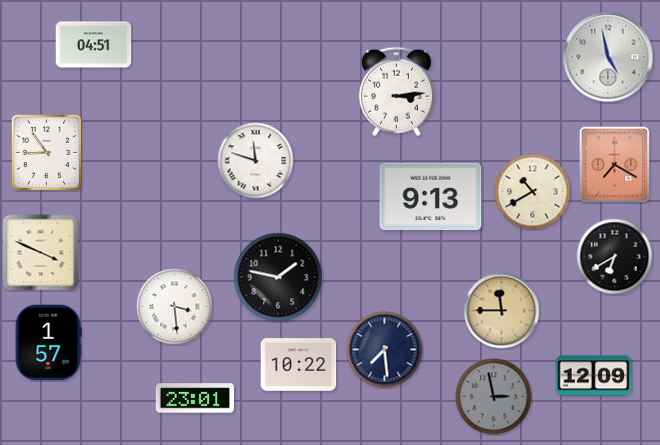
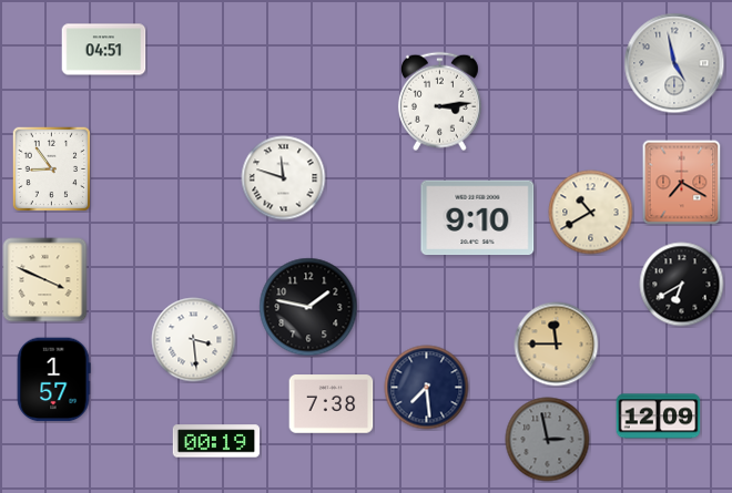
clock at (431, 197): 9:13 -> 9:10
clock at (299, 365): 10:22 -> 7:38
clock at (195, 398): 23:01 -> 00:19
